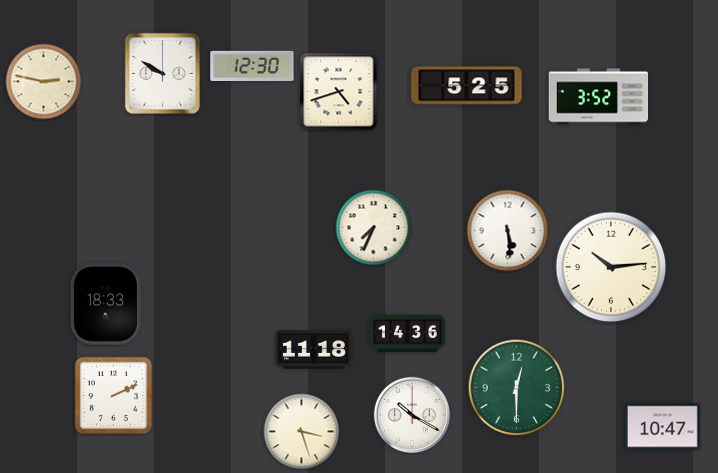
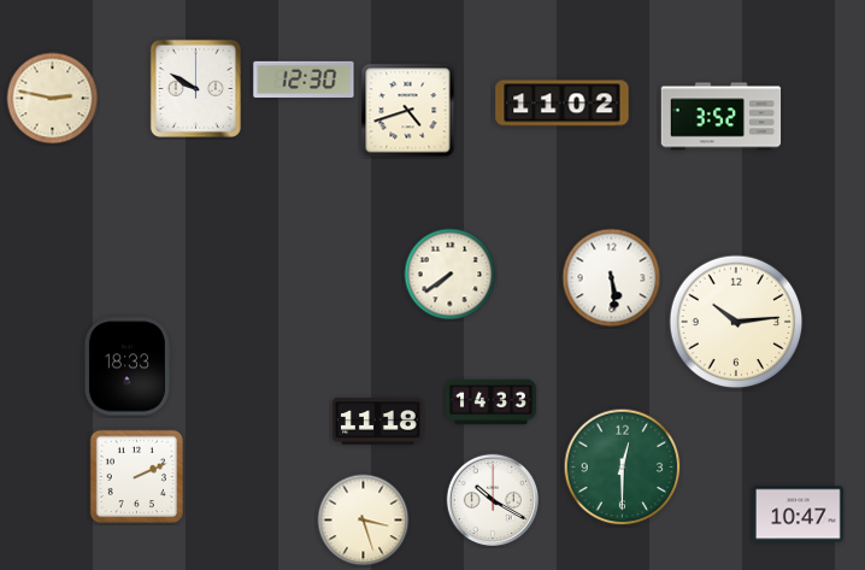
clock at (467, 86): 5:25 -> 11:02
clock at (374, 228): 7:34 -> 7:39
clock at (407, 334): 14:36 -> 14:33
clock at (412, 415) position: (412, 415) -> (493, 500)
